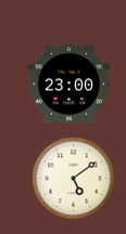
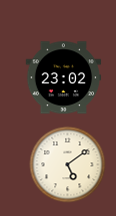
clock at (70, 84): 23:00 -> 23:02
